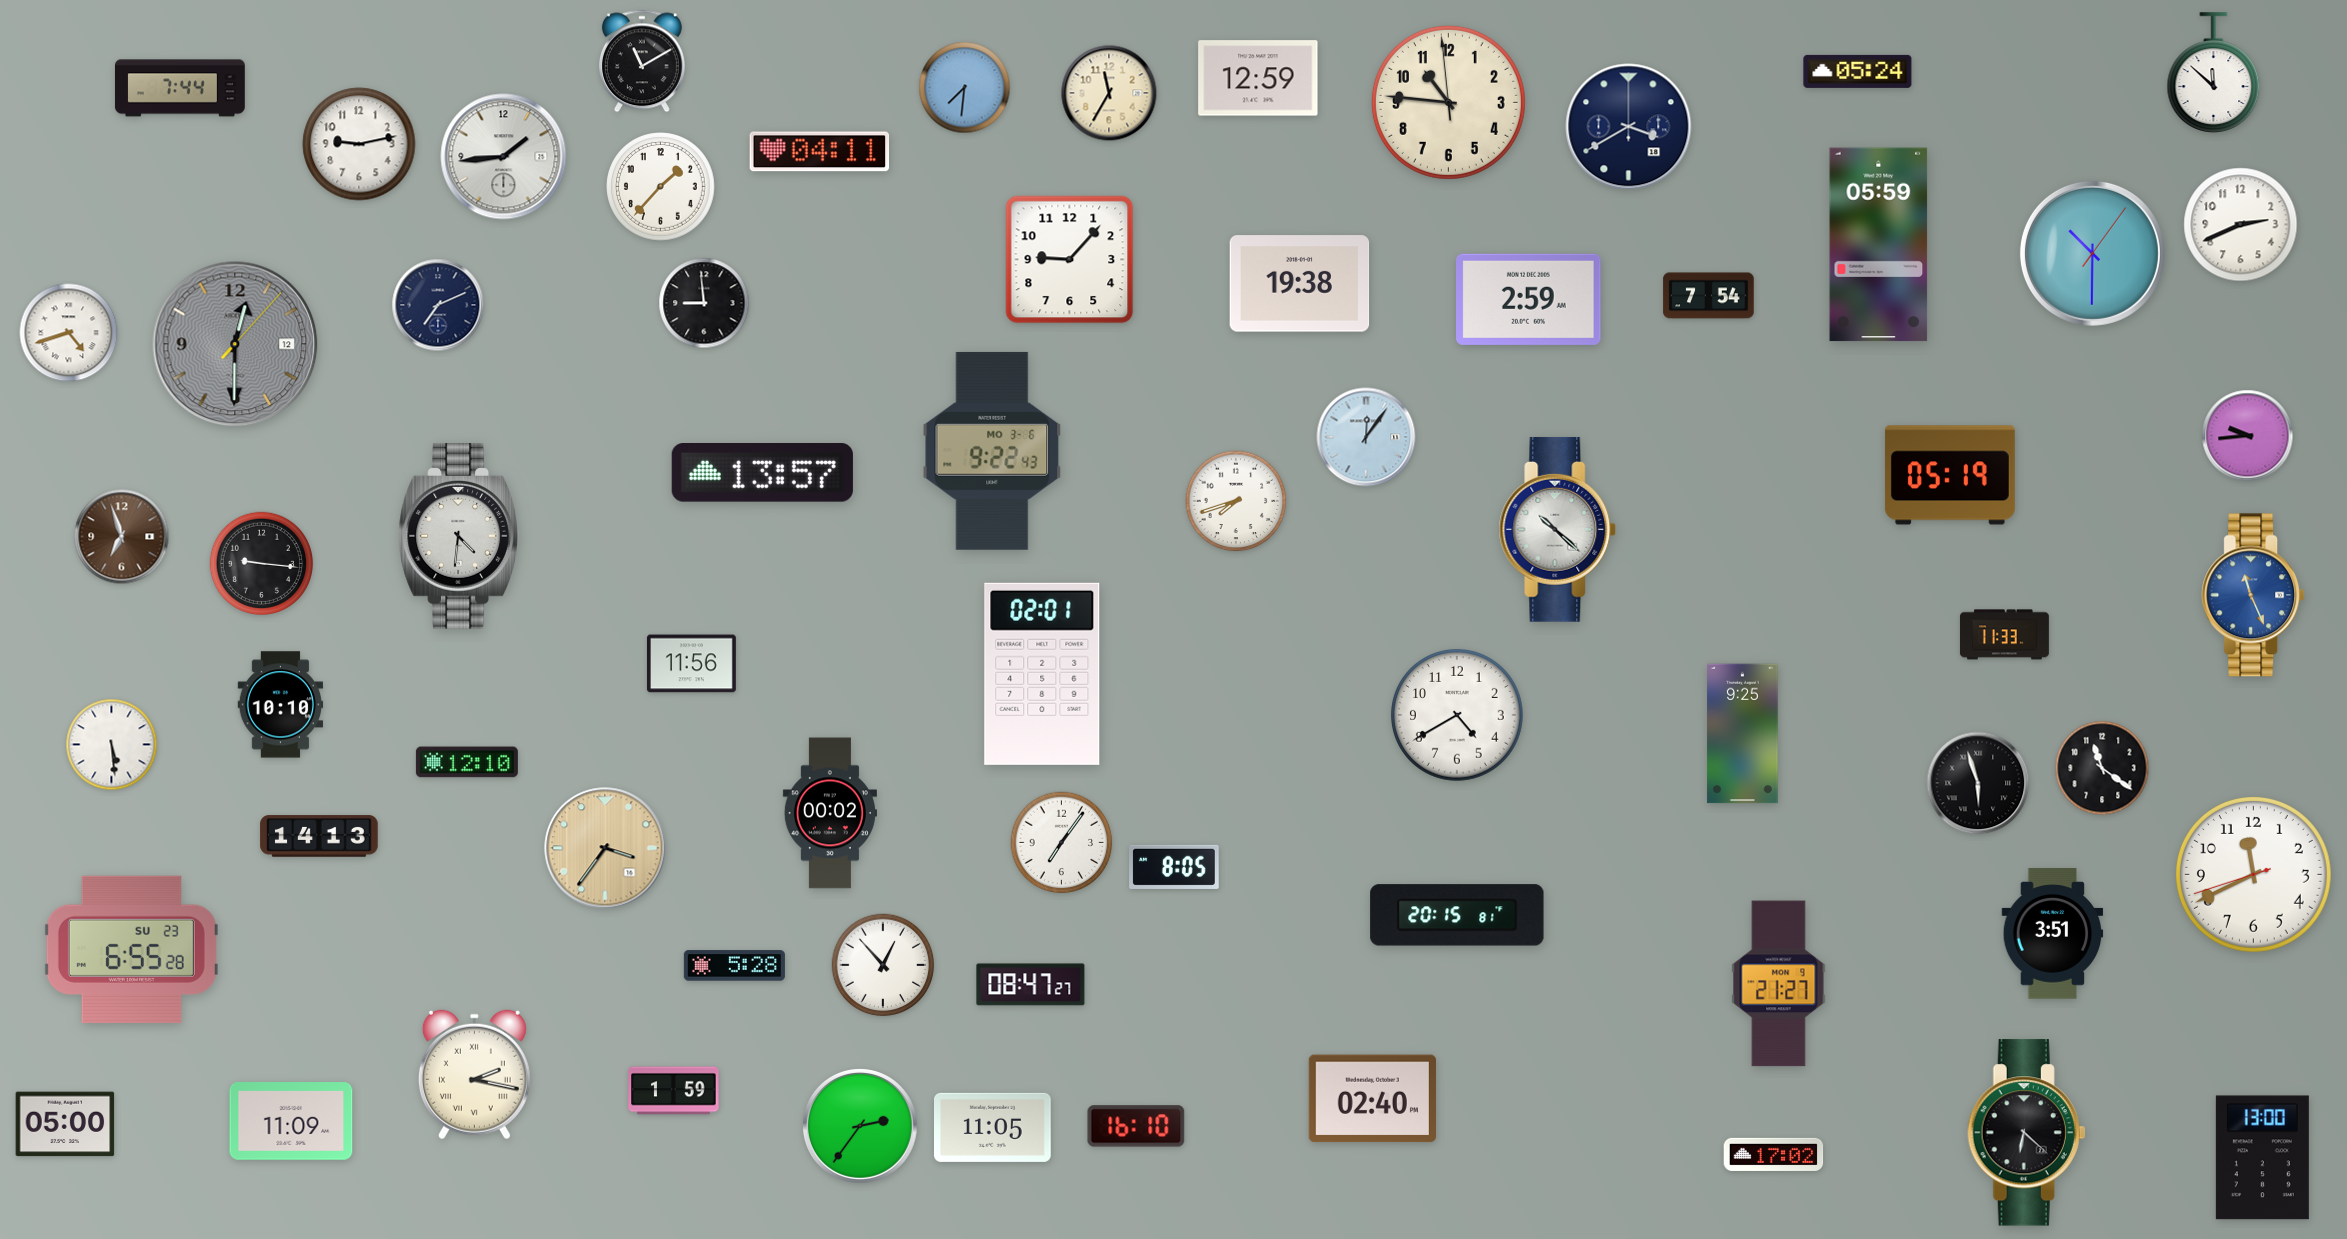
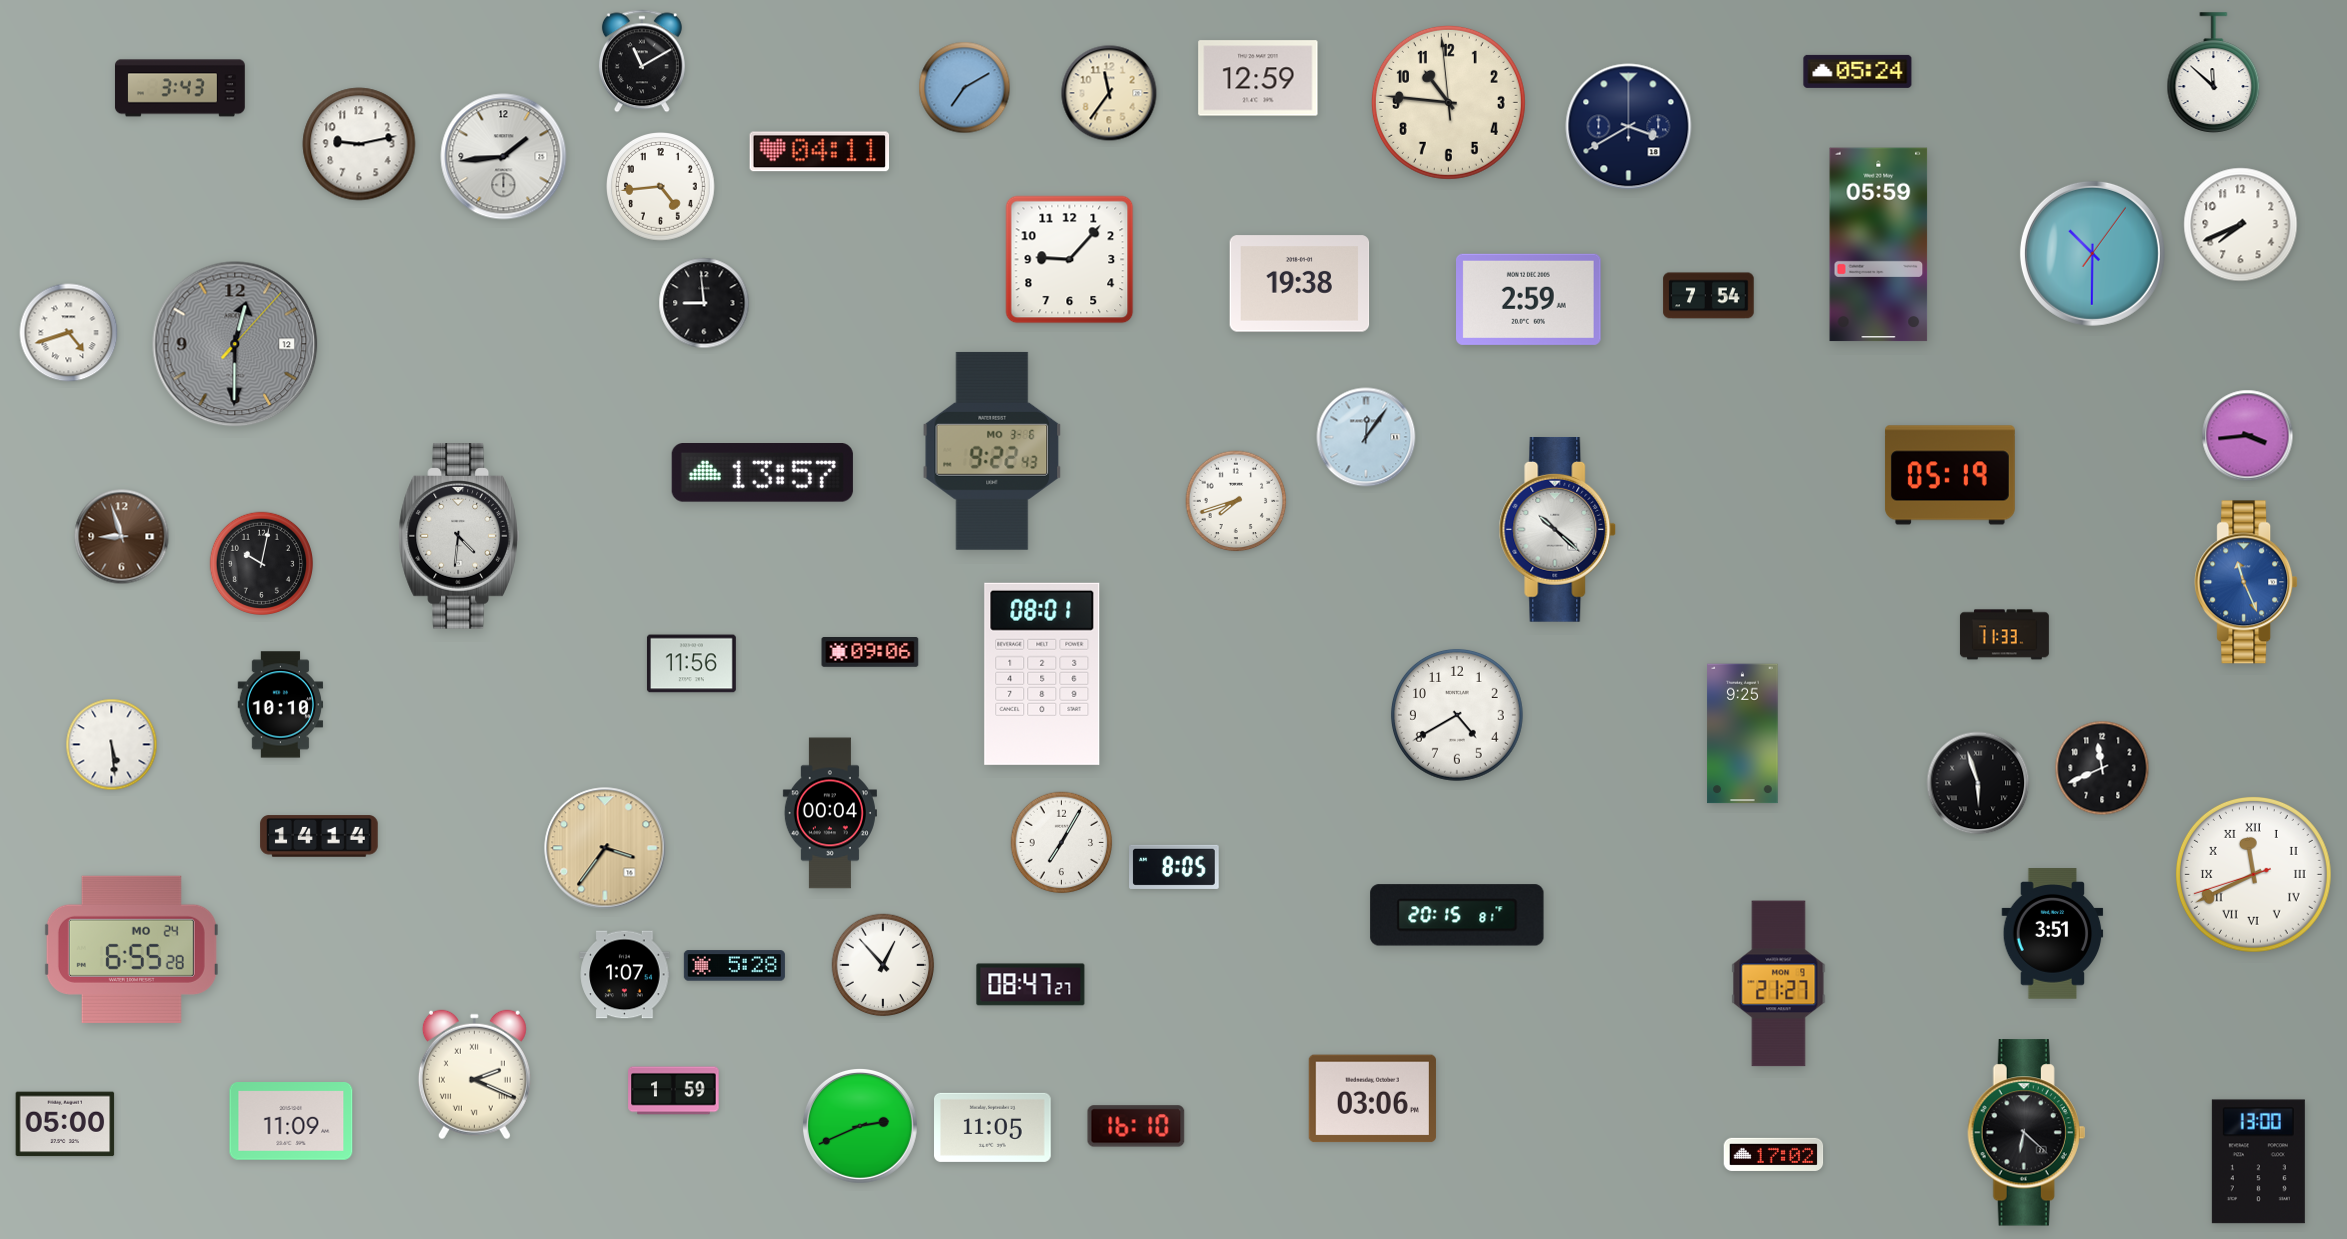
clock at (180, 88): 7:44 -> 3:43
clock at (965, 88): 7:31 -> 7:10
clock at (1109, 93): 11:35 -> 11:36
clock at (661, 187): 1:37 -> 4:44
clock at (2241, 225): 2:41 -> 7:41
clock at (438, 305): 7:11 -> none
clock at (2248, 436): 9:44 -> 3:44
clock at (122, 537): 6:57 -> 8:57
clock at (261, 563): 9:16 -> 10:02
clock at (2253, 595) position: (2253, 595) -> (2246, 582)
clock at (870, 653): none -> 09:06
clock at (1042, 674): 02:01 -> 08:01
clock at (467, 762): 12:10 -> none
clock at (2102, 768): 11:21 -> 11:41
clock at (830, 813): 00:02 -> 00:04
clock at (319, 836): 14:13 -> 14:14
clock at (1062, 843): 7:06 -> 7:05
clock at (2253, 874) numerals: Arabic -> Roman
clock at (131, 949) date: SU 23 -> MO 24
clock at (625, 975): none -> 1:07
clock at (474, 1075): 2:17 -> 2:19
clock at (1372, 1099): 02:40 -> 03:06
clock at (860, 1126): 2:36 -> 2:41
clock at (2262, 1158) position: (2262, 1158) -> (2258, 1162)
